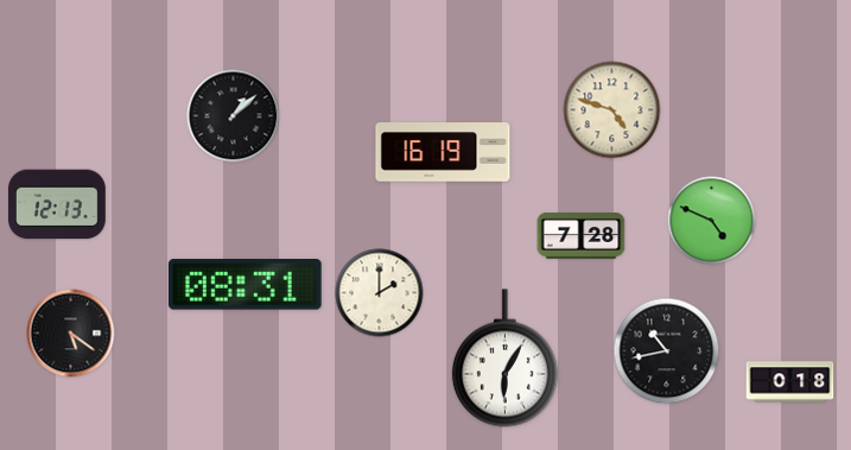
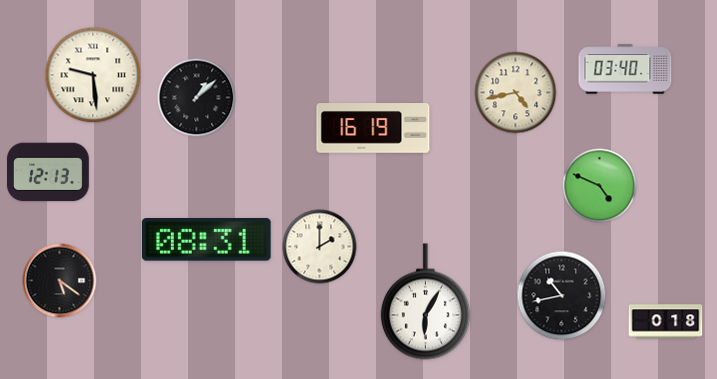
clock at (625, 69): none -> 03:40
clock at (93, 75): none -> 9:29
clock at (612, 110): 4:48 -> 4:43
clock at (582, 236): 7:28 -> none
